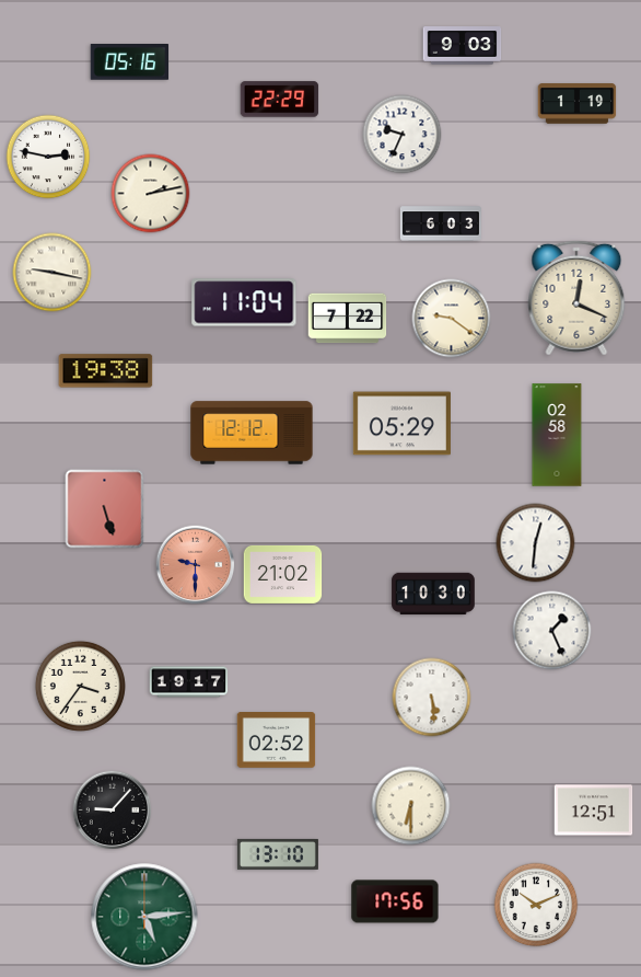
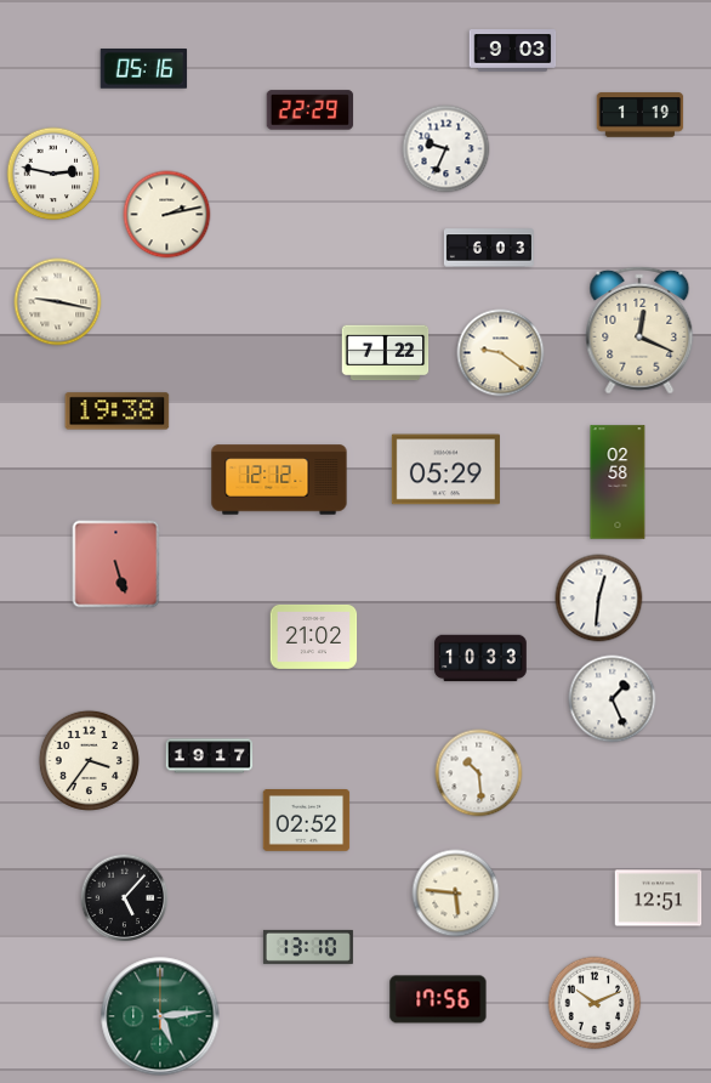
clock at (244, 302): 11:04 -> none
clock at (536, 543) position: (536, 543) -> (599, 599)
clock at (196, 565): 9:30 -> none
clock at (433, 594): 10:30 -> 10:33
clock at (432, 698): 5:29 -> 10:29
clock at (411, 806): 6:30 -> 5:46
clock at (113, 811): 9:07 -> 5:07
